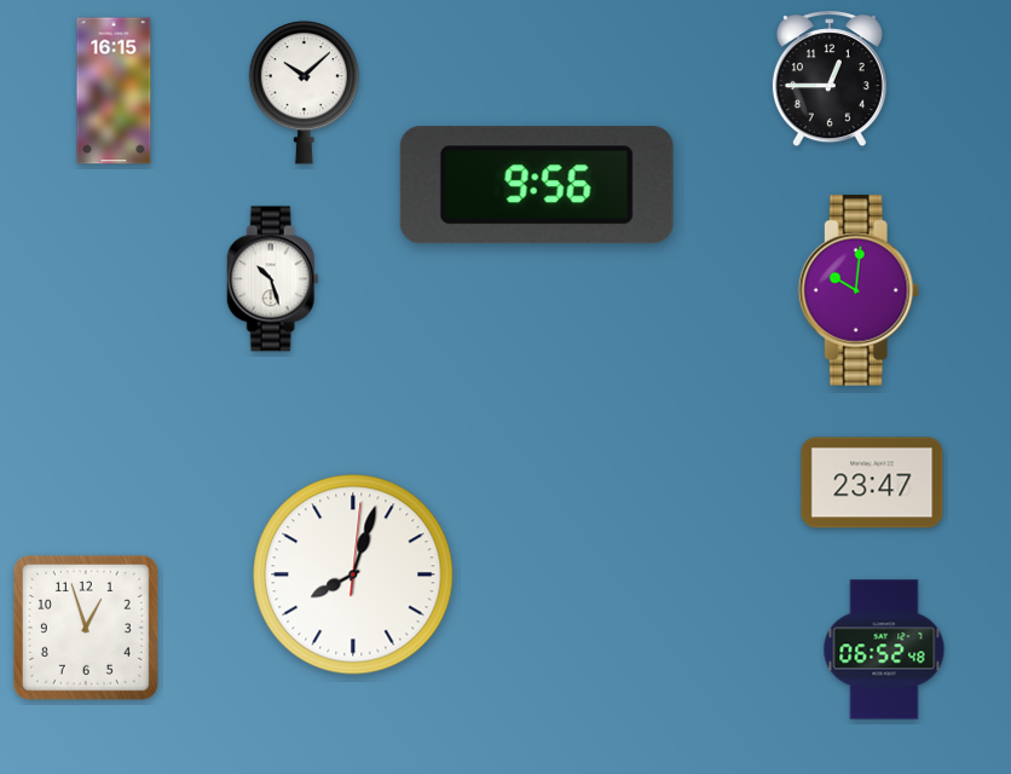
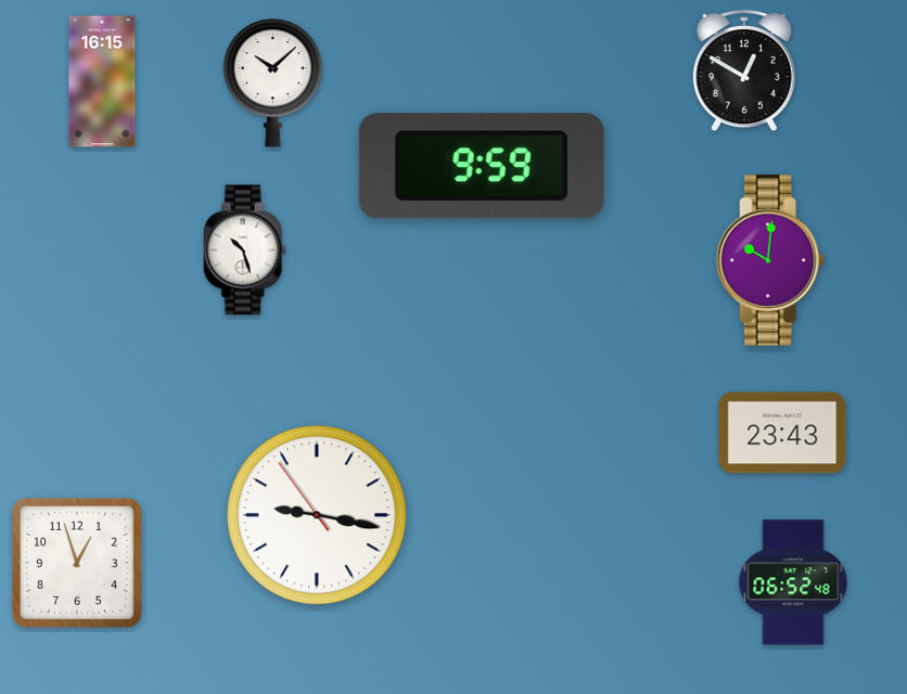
clock at (830, 80): 12:45 -> 12:50
clock at (537, 185): 9:56 -> 9:59
clock at (872, 483): 23:47 -> 23:43
clock at (353, 574): 8:03 -> 9:16
